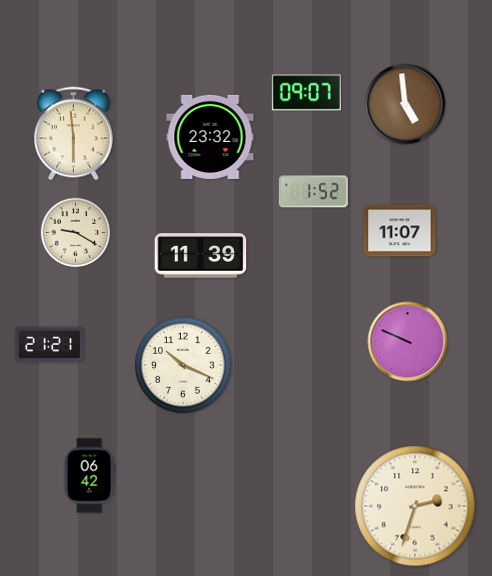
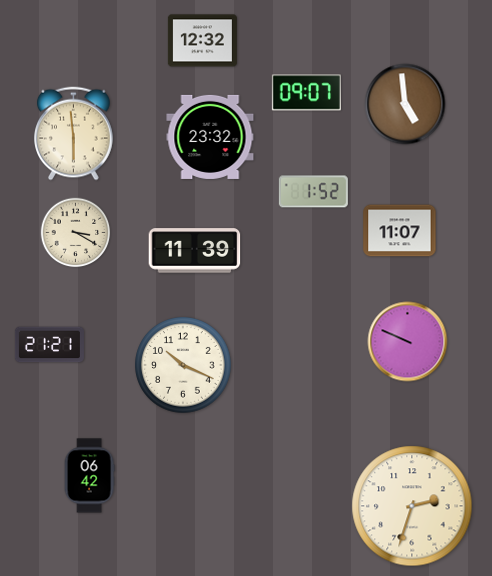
clock at (202, 41): none -> 12:32
clock at (76, 233): 9:20 -> 3:20
clock at (201, 256) position: (201, 256) -> (195, 251)
clock at (415, 506) position: (415, 506) -> (412, 506)
